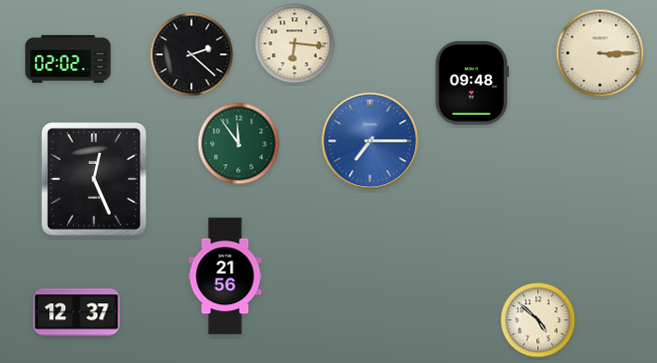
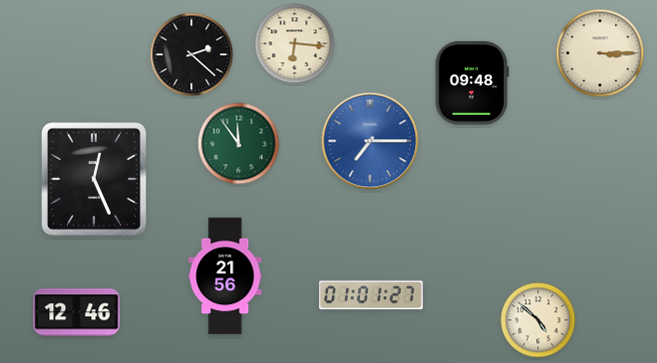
clock at (68, 59): 02:02 -> none
clock at (371, 295): none -> 01:01
clock at (77, 313): 12:37 -> 12:46
